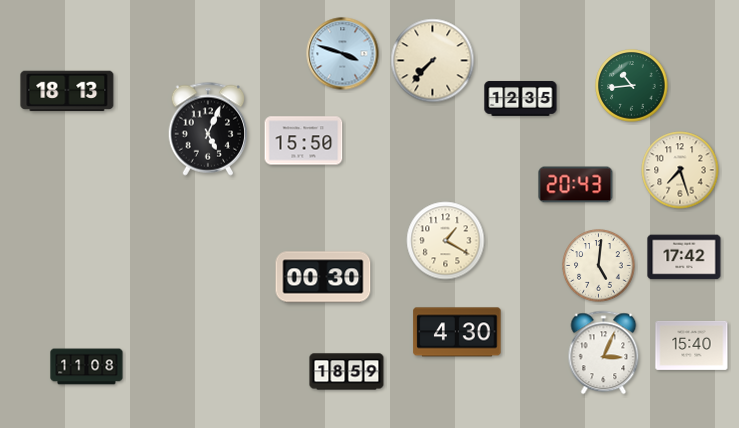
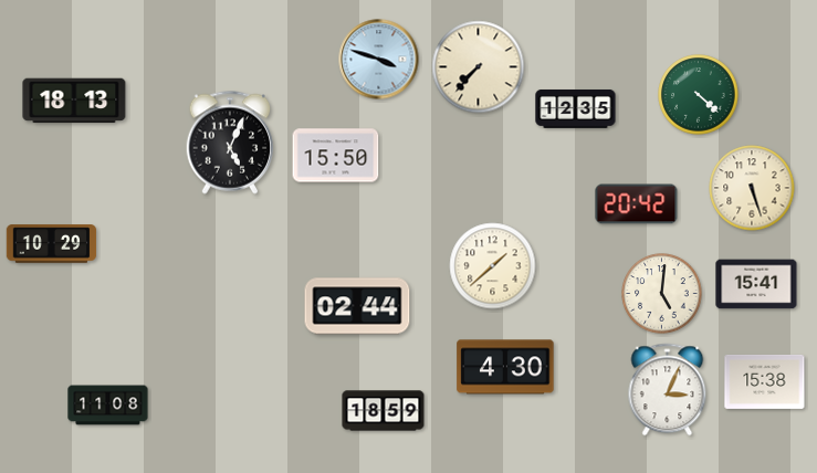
clock at (632, 86): 10:44 -> 4:22
clock at (680, 170): 7:27 -> 5:27
clock at (576, 185): 20:43 -> 20:42
clock at (52, 244): none -> 10:29
clock at (446, 241): 1:20 -> 1:38
clock at (684, 257): 17:42 -> 15:41
clock at (323, 277): 00:30 -> 02:44
clock at (692, 345): 15:40 -> 15:38
clock at (87, 367) position: (87, 367) -> (108, 406)
